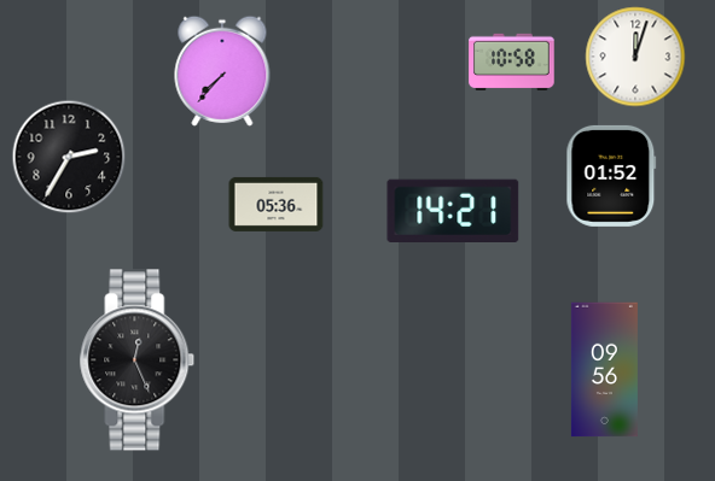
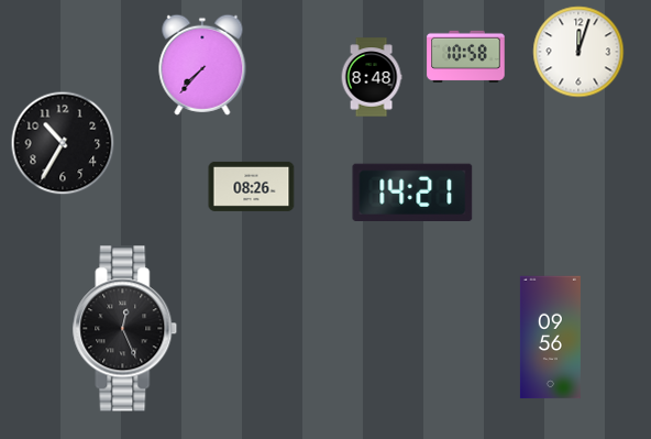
clock at (372, 77): none -> 8:48
clock at (69, 157): 2:35 -> 10:35
clock at (611, 176): 01:52 -> none
clock at (277, 204): 05:36 -> 08:26
